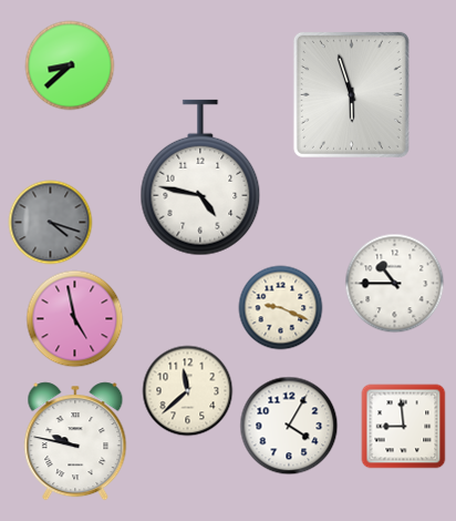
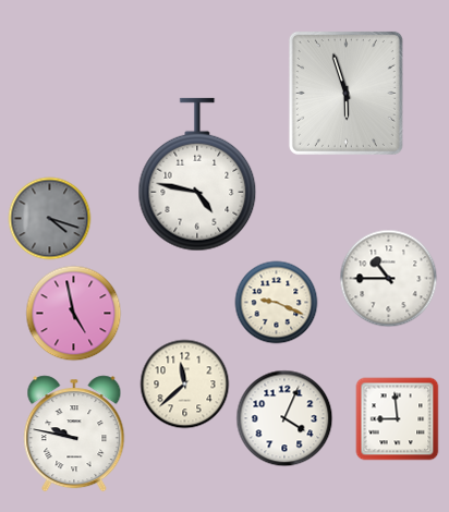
clock at (70, 65): 8:38 -> none
clock at (289, 426): 4:05 -> 4:04
